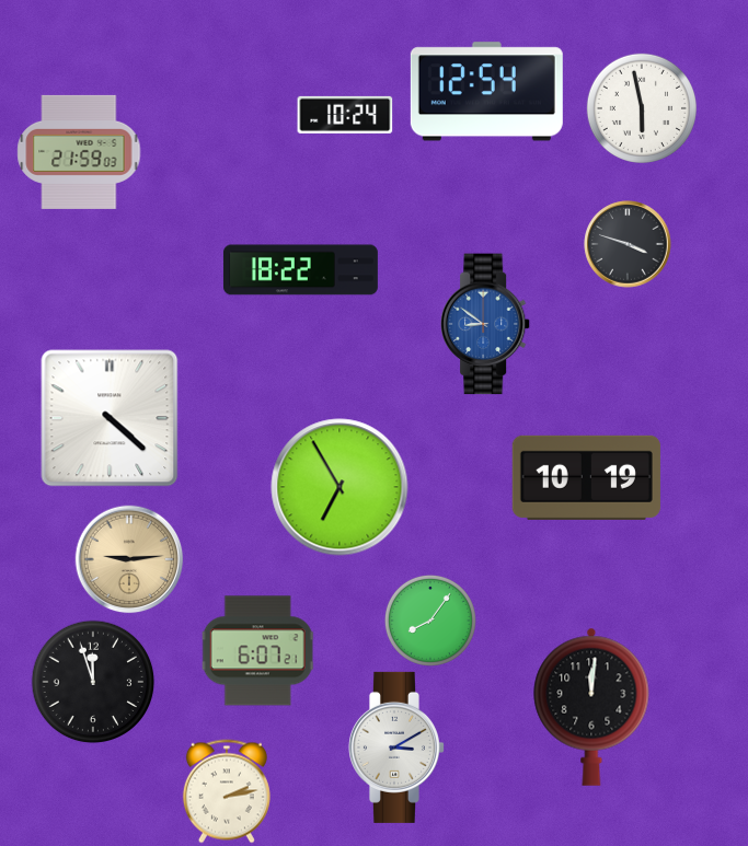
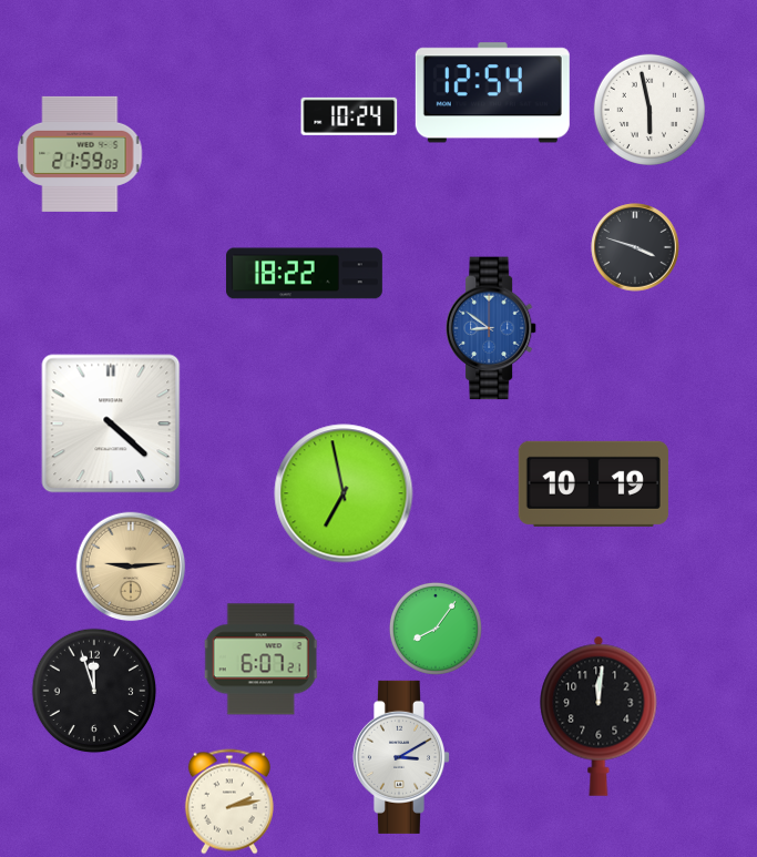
clock at (340, 487): 6:55 -> 6:58
